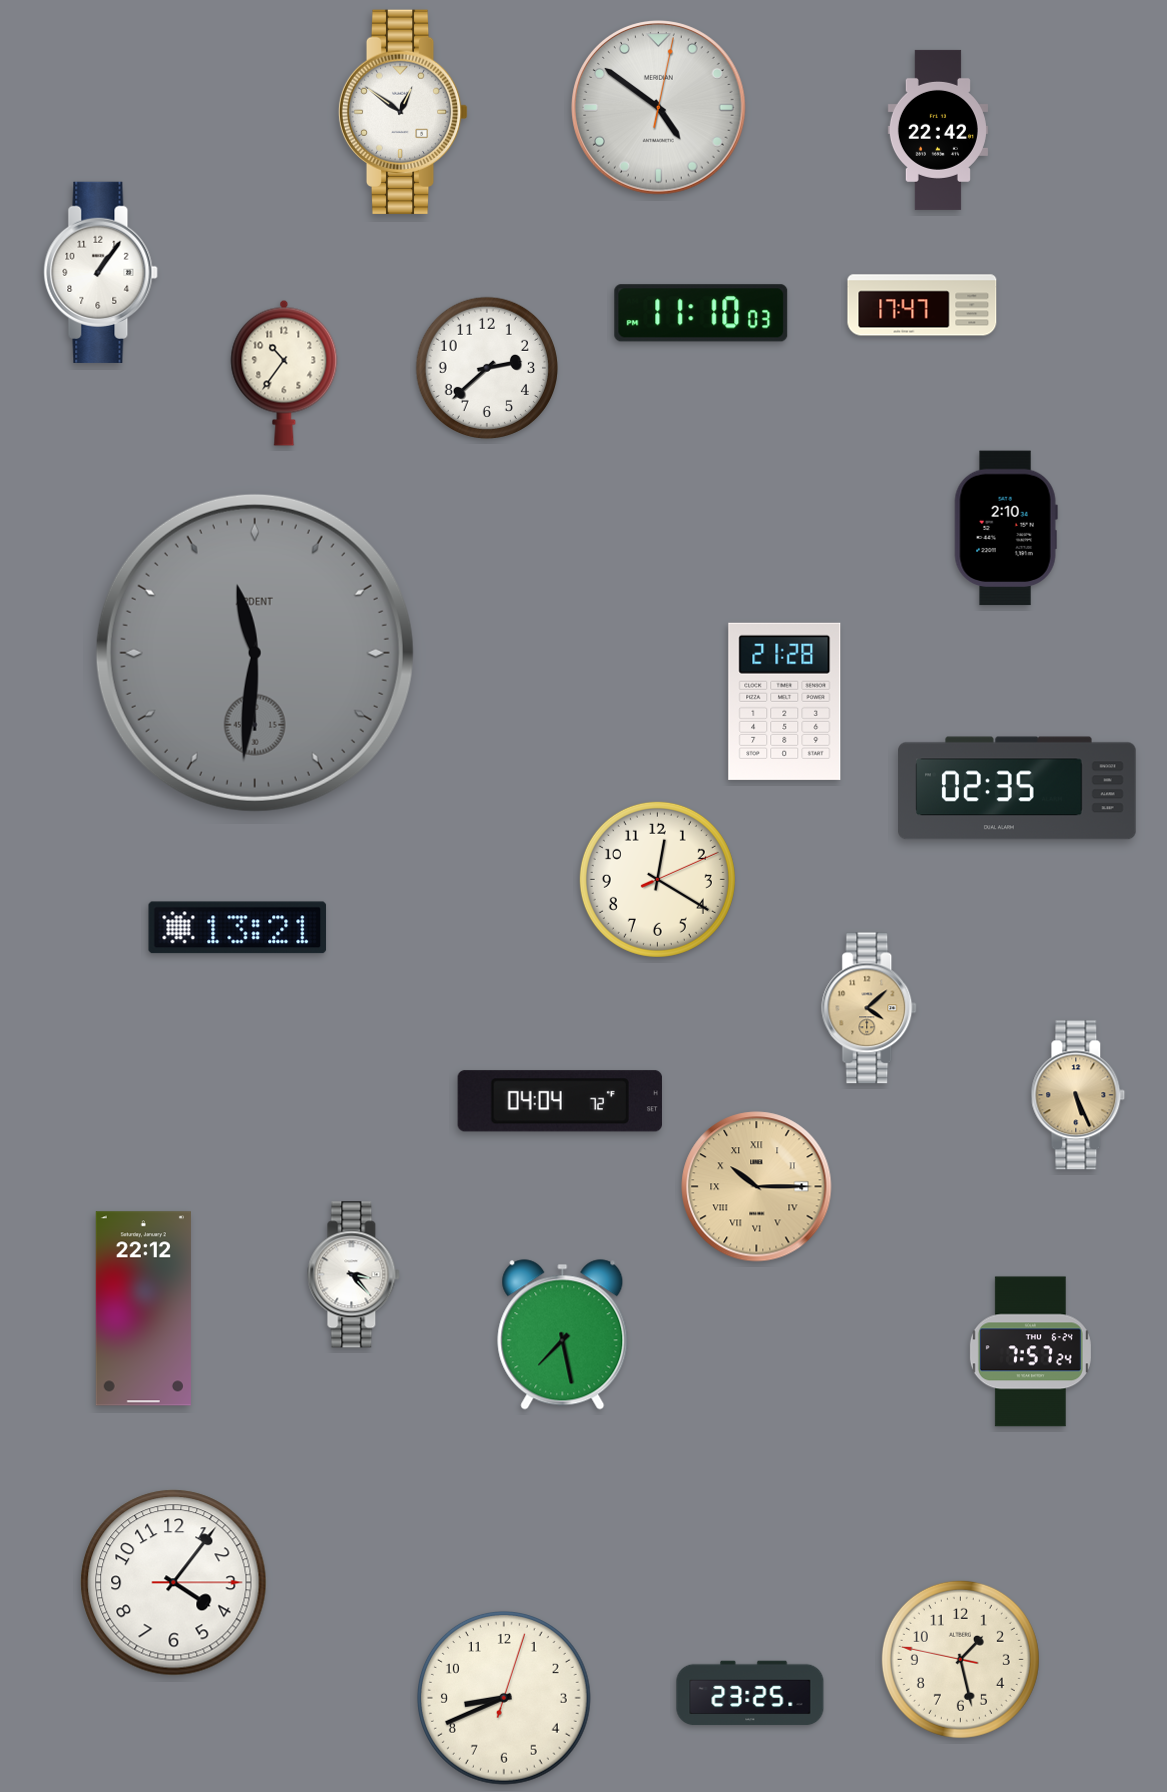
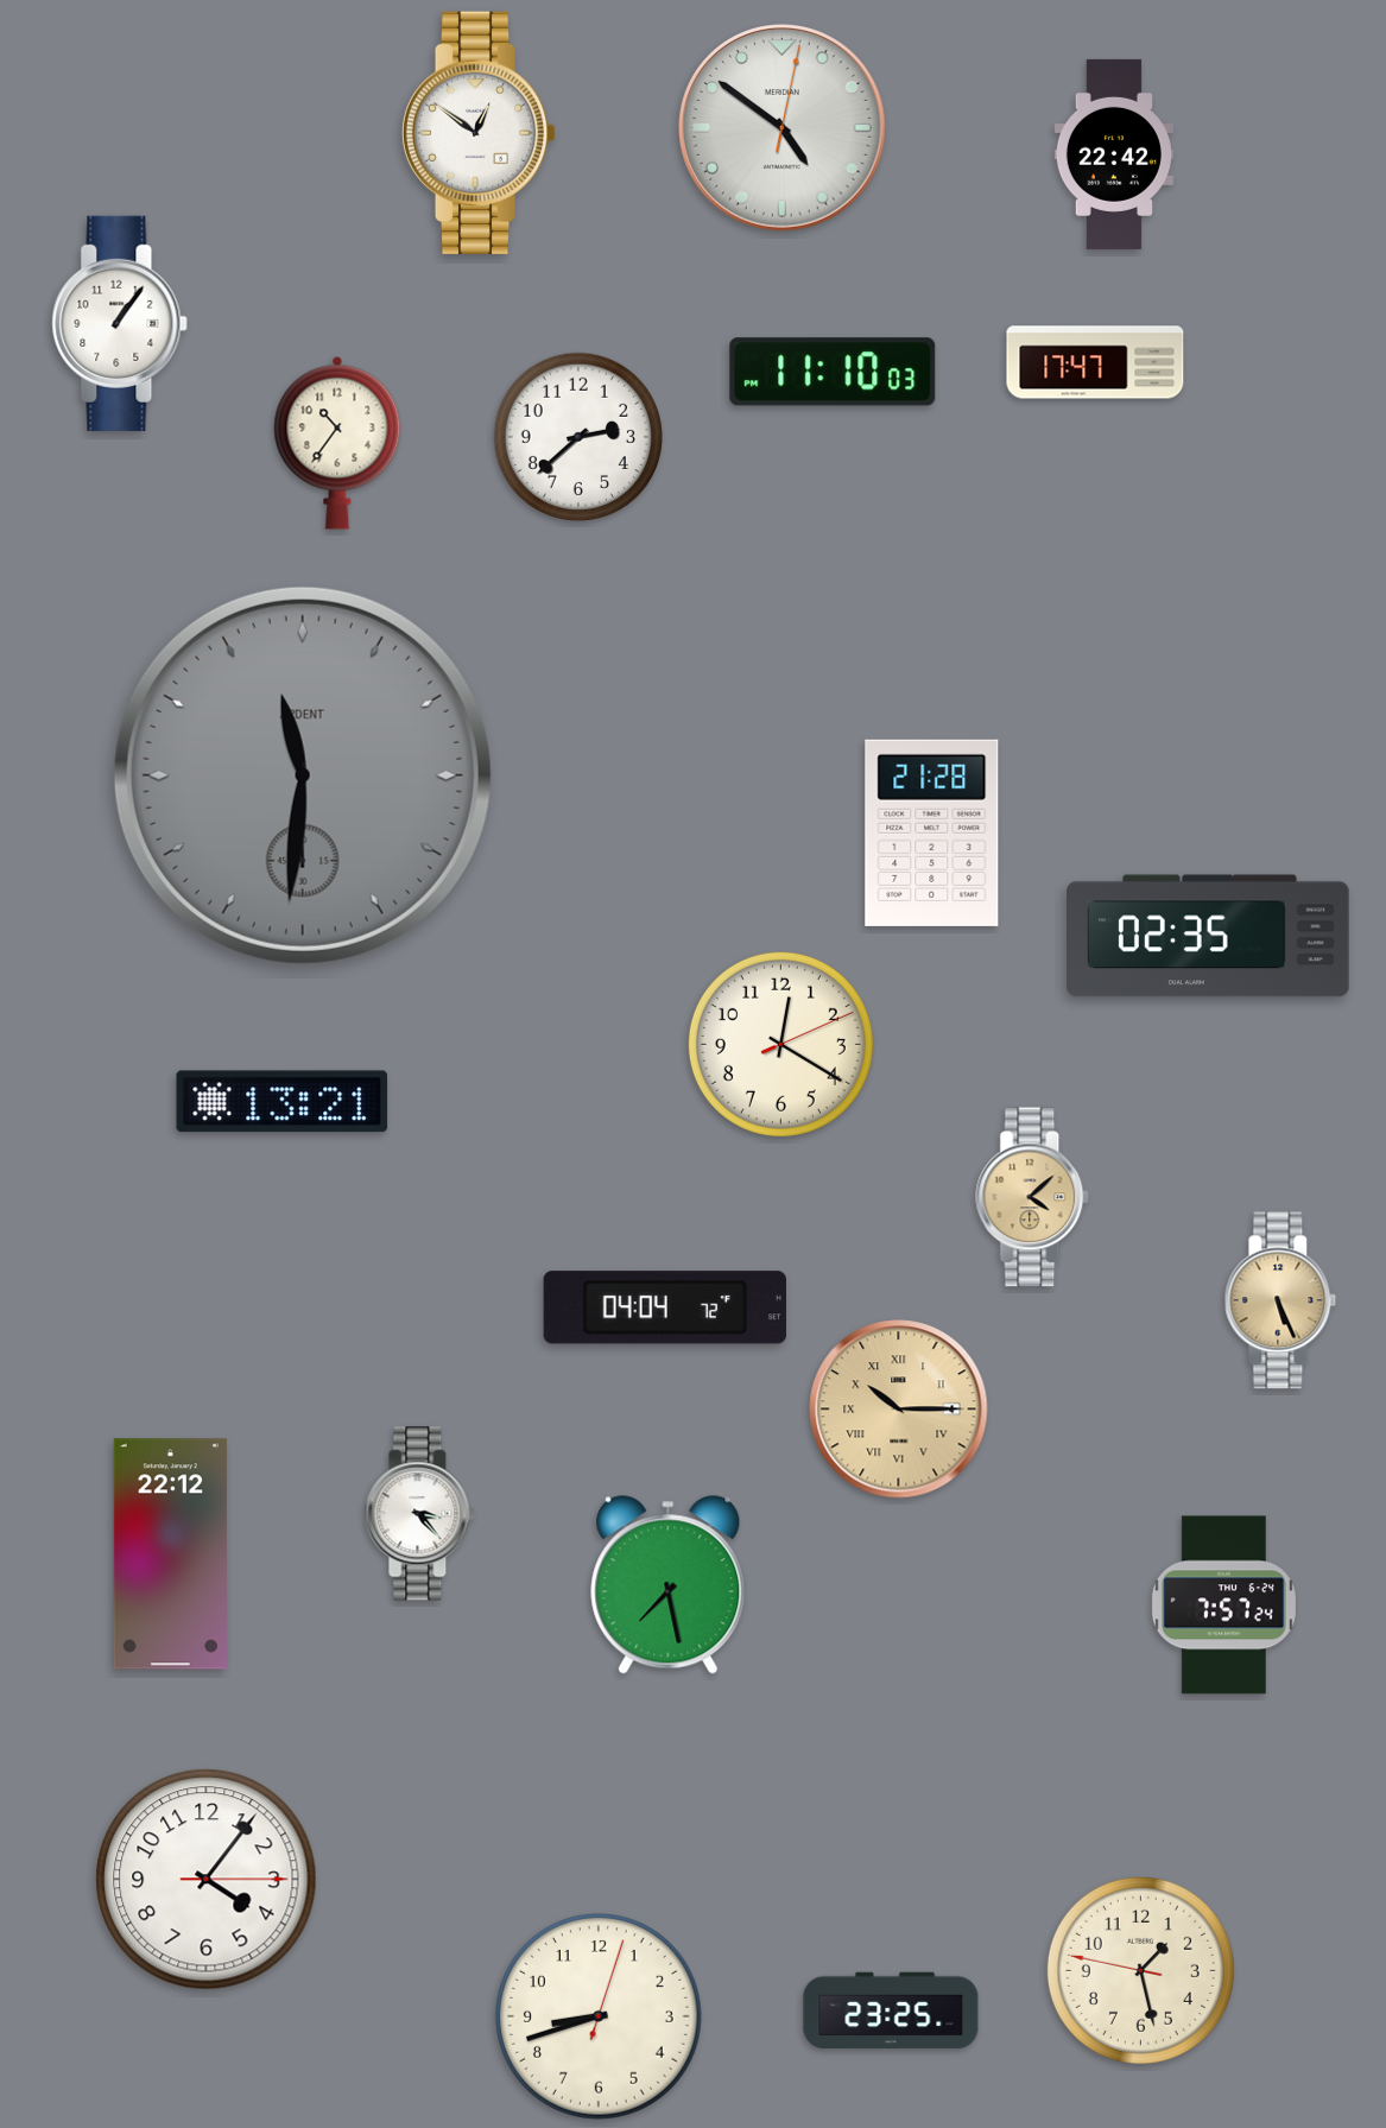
clock at (1006, 528): 2:10 -> none
clock at (504, 1698): 8:41 -> 8:42
